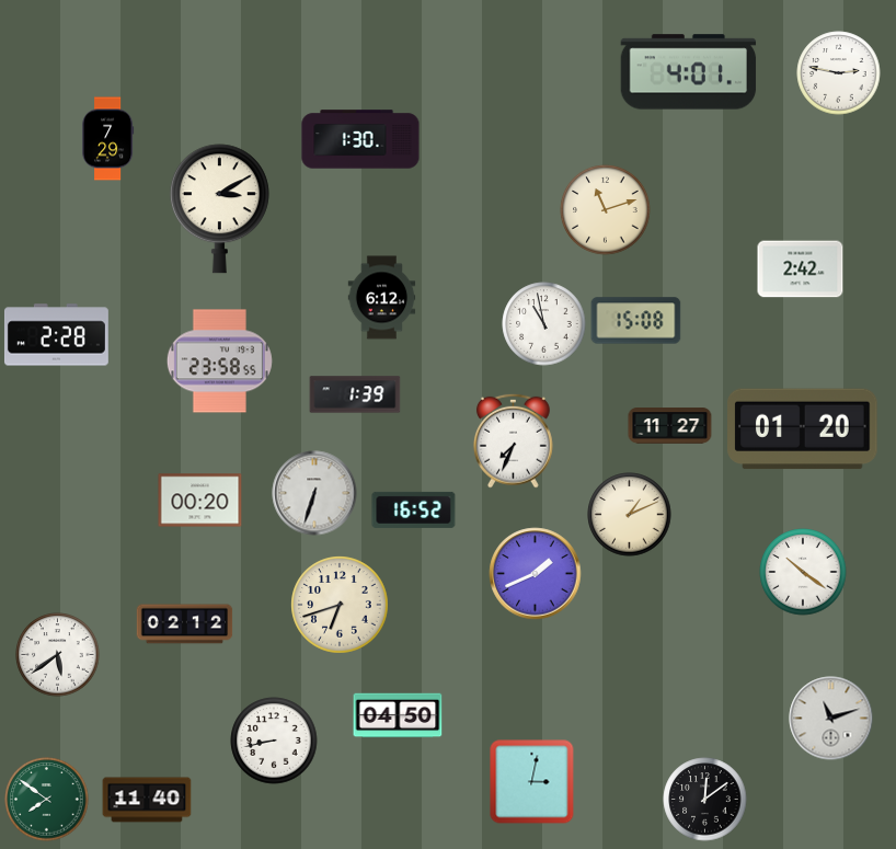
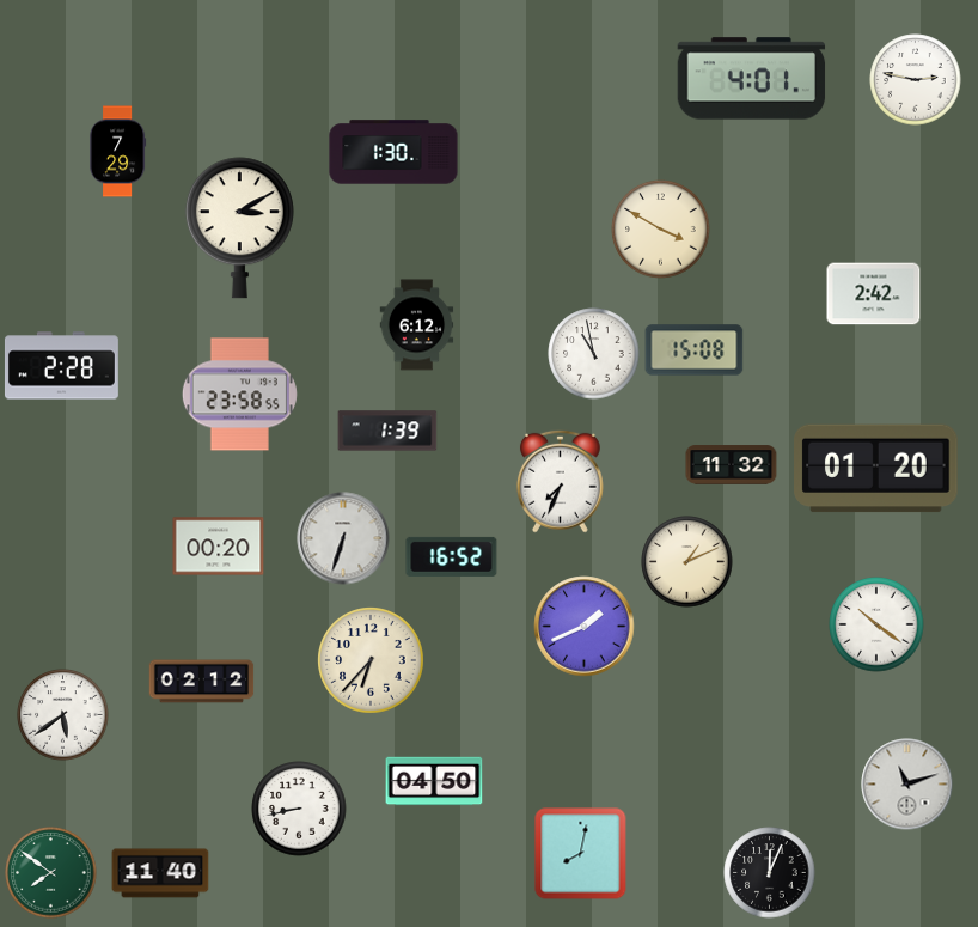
clock at (606, 210): 11:12 -> 3:50
clock at (670, 426): 11:27 -> 11:32
clock at (340, 605): 6:42 -> 6:37
clock at (532, 782): 3:02 -> 8:02
clock at (705, 800): 12:09 -> 12:04
